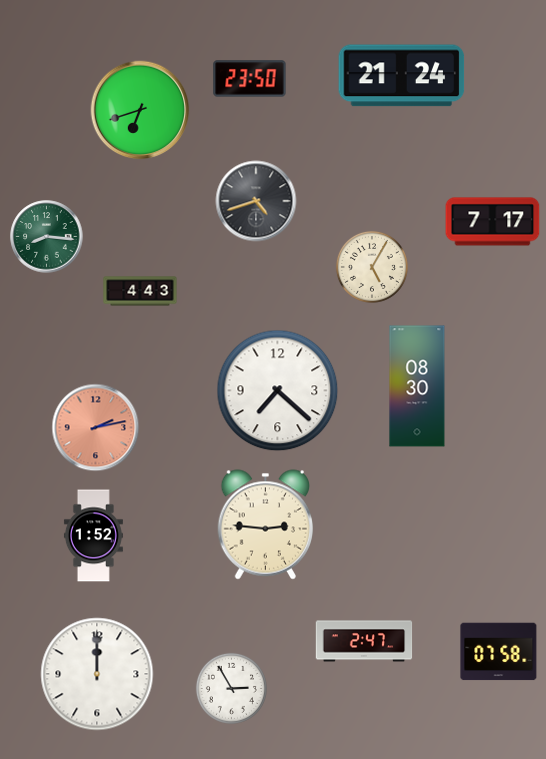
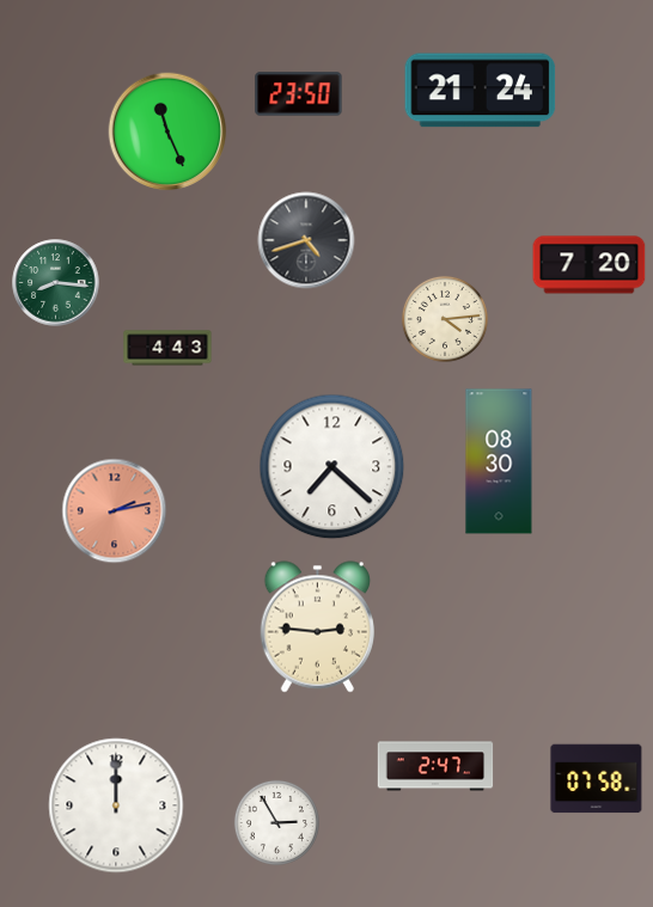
clock at (140, 110): 6:42 -> 11:26
clock at (493, 222): 7:17 -> 7:20
clock at (372, 267): 5:05 -> 4:14
clock at (93, 536): 1:52 -> none
